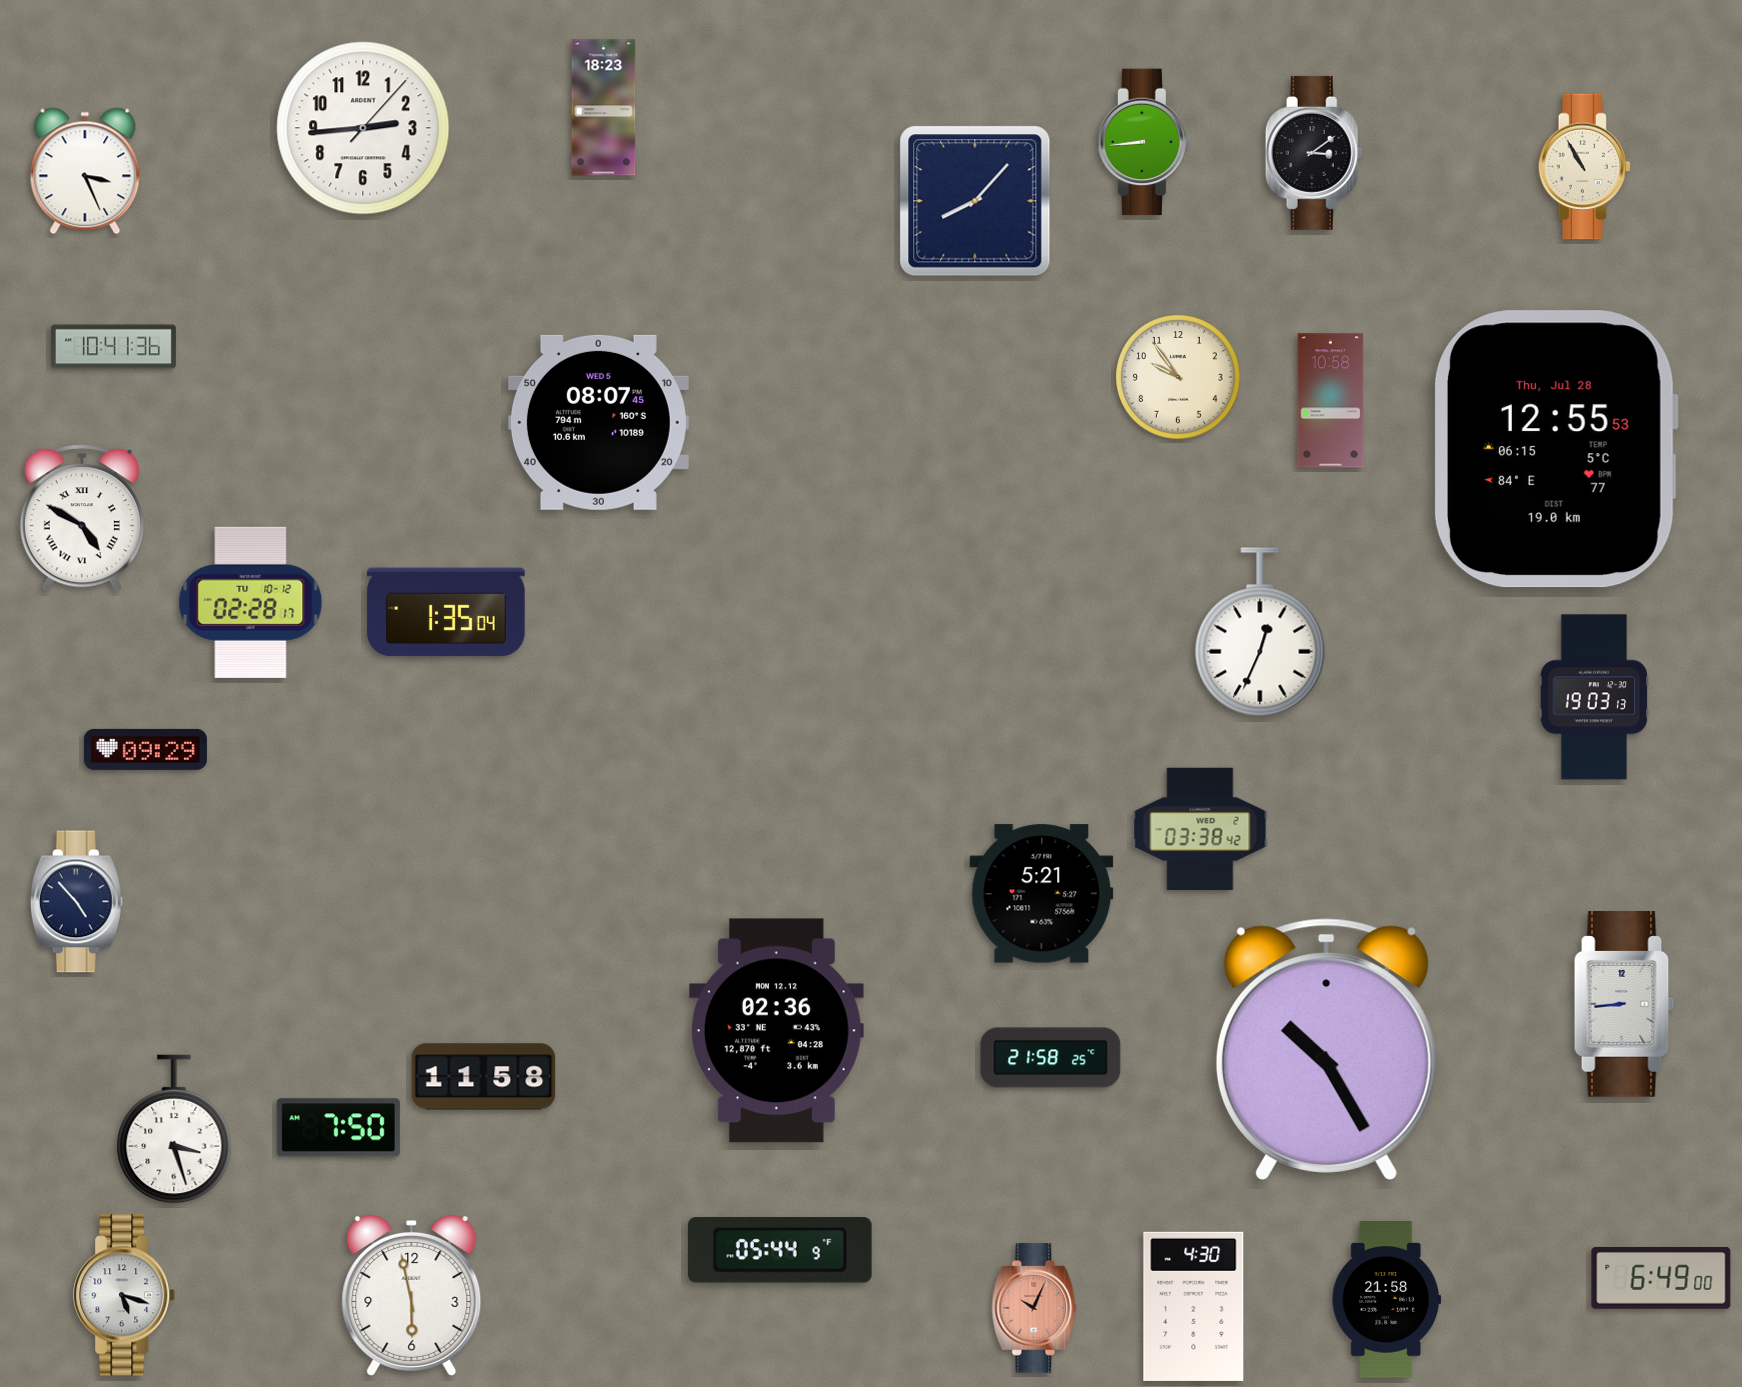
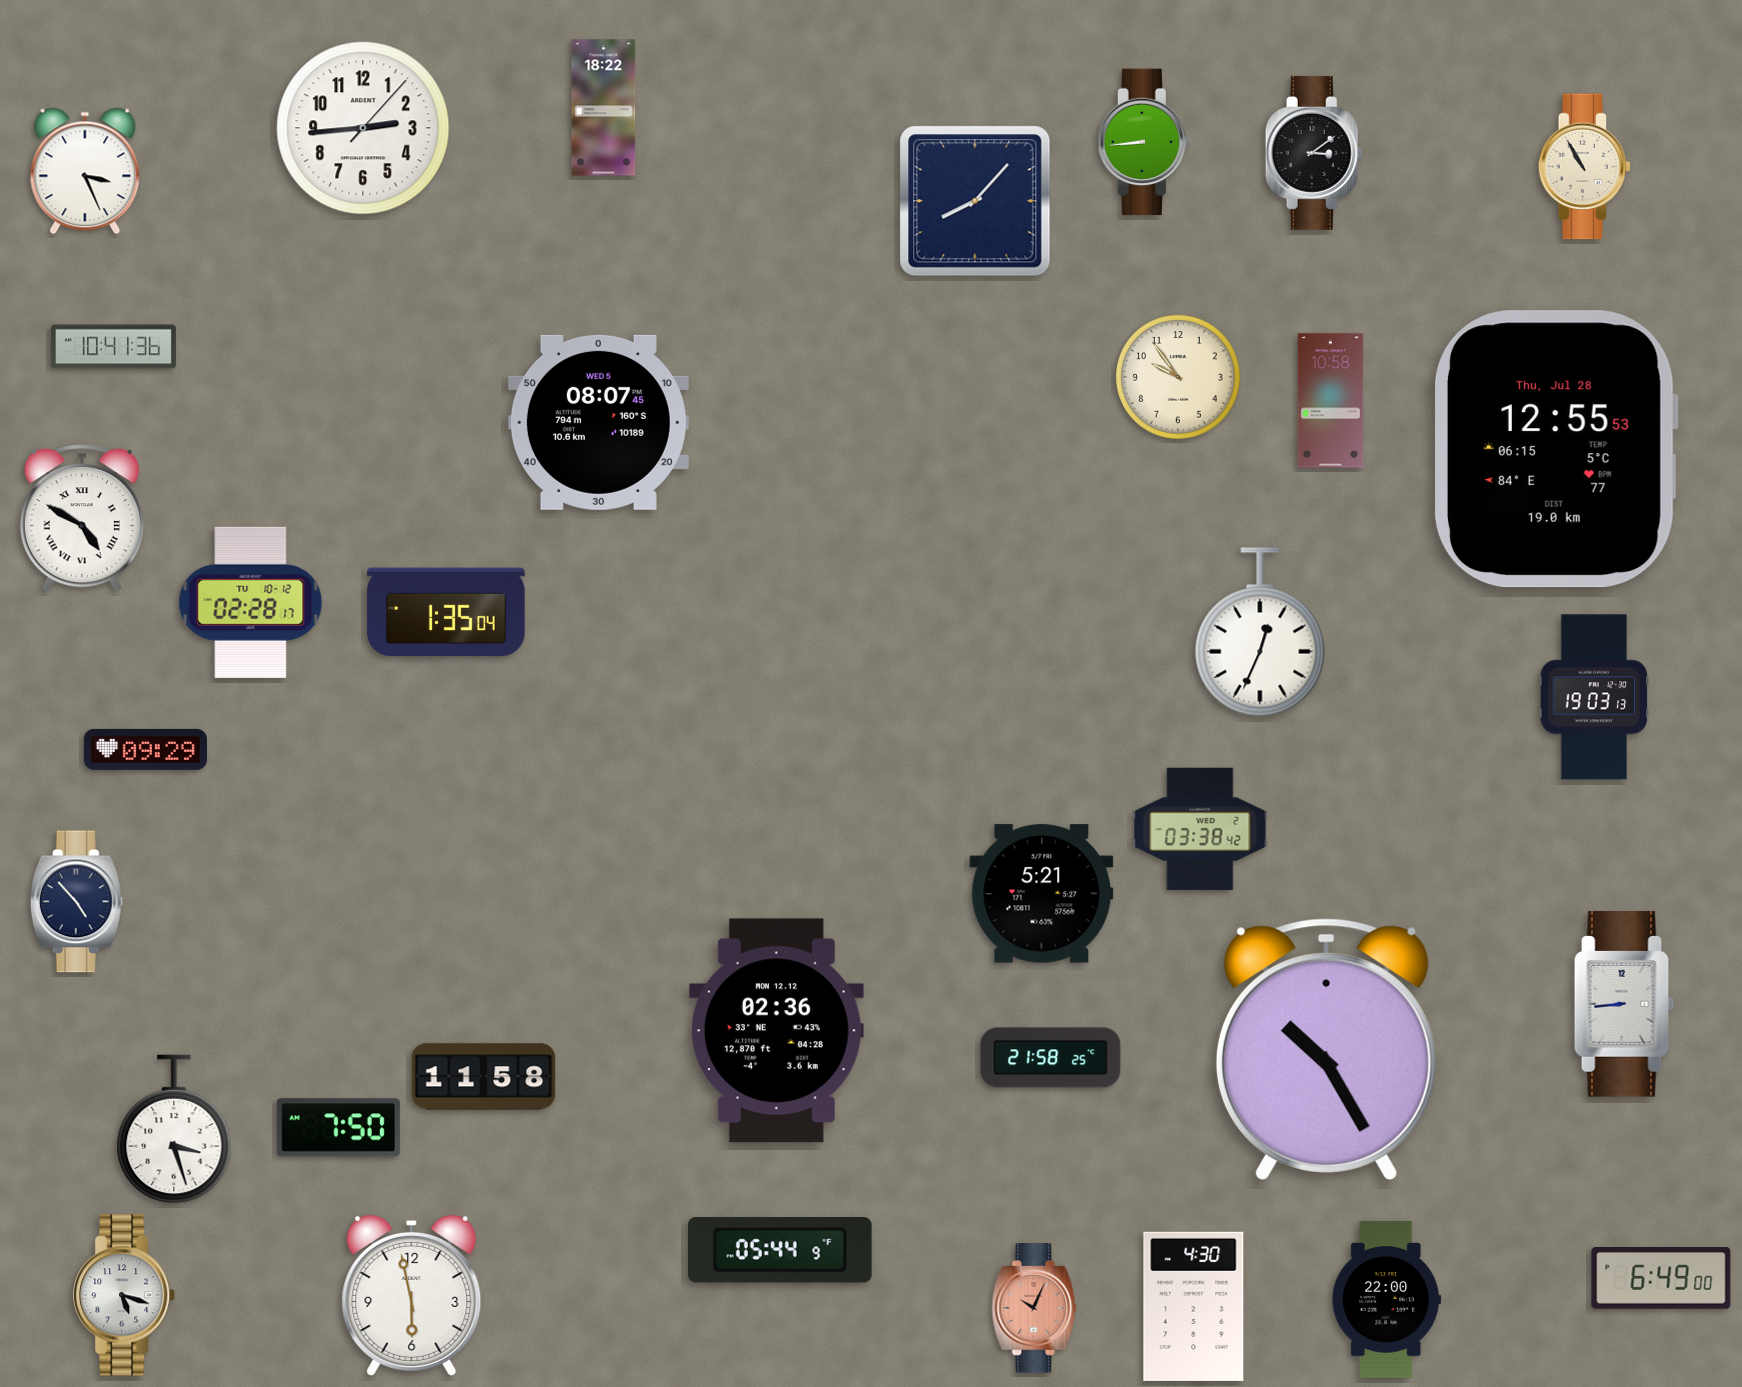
clock at (604, 108): 18:23 -> 18:22
clock at (1387, 1300): 21:58 -> 22:00
